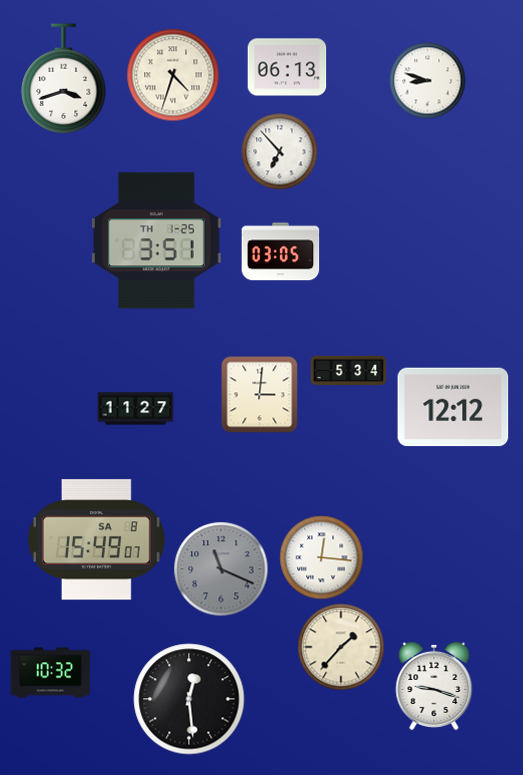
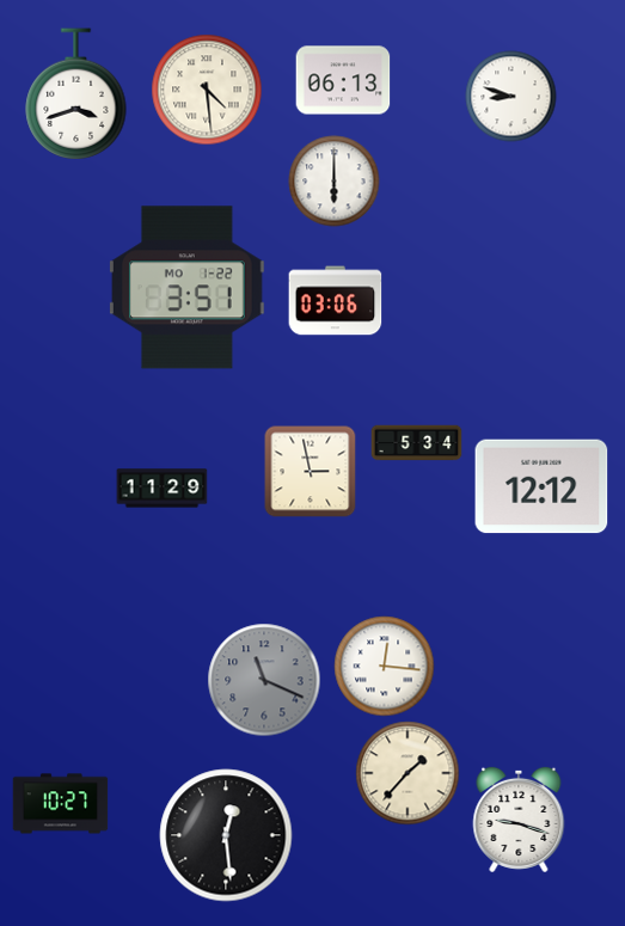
clock at (173, 75): 4:33 -> 4:29
clock at (280, 152): 6:53 -> 6:00
clock at (156, 241) date: TH 1-25 -> MO 1-22
clock at (281, 252): 03:05 -> 03:06
clock at (260, 395): 3:01 -> 2:58
clock at (136, 409): 11:27 -> 11:29
clock at (96, 540): 15:49 -> none
clock at (51, 673): 10:32 -> 10:27
